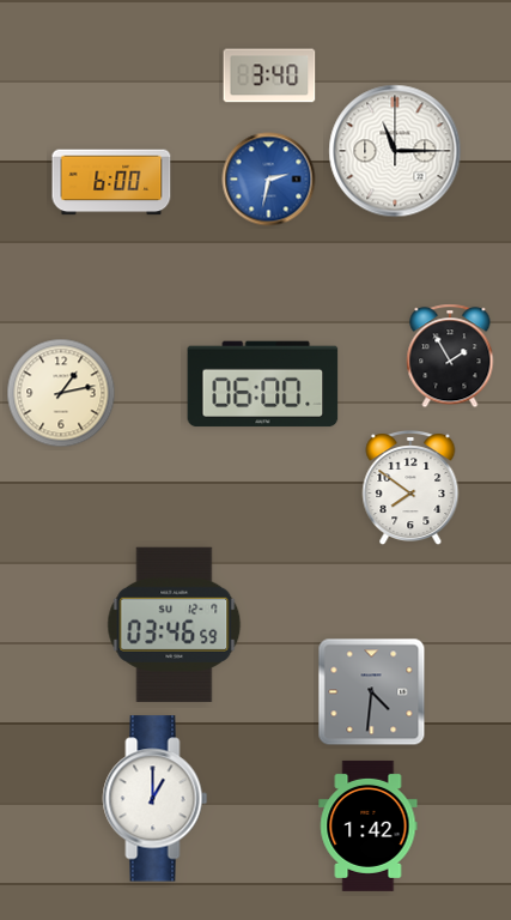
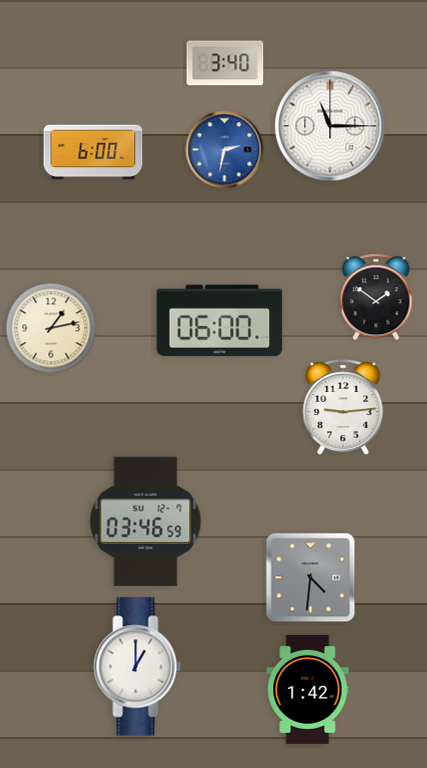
clock at (450, 356): 1:55 -> 1:51
clock at (410, 489): 7:51 -> 9:14
clock at (156, 799) position: (156, 799) -> (138, 667)
